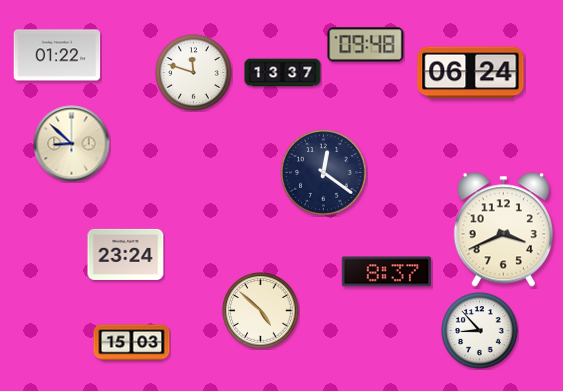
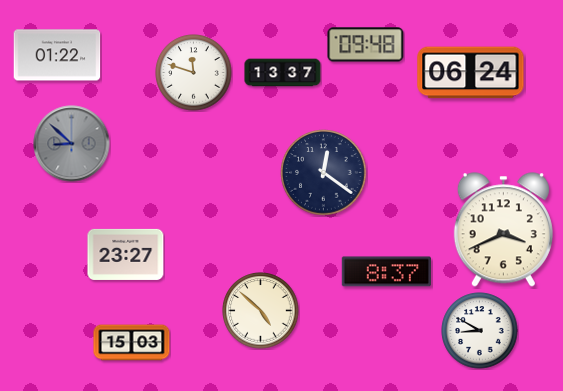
clock at (72, 144) dial: cream -> grey
clock at (126, 254): 23:24 -> 23:27
clock at (480, 331): 8:53 -> 8:50
